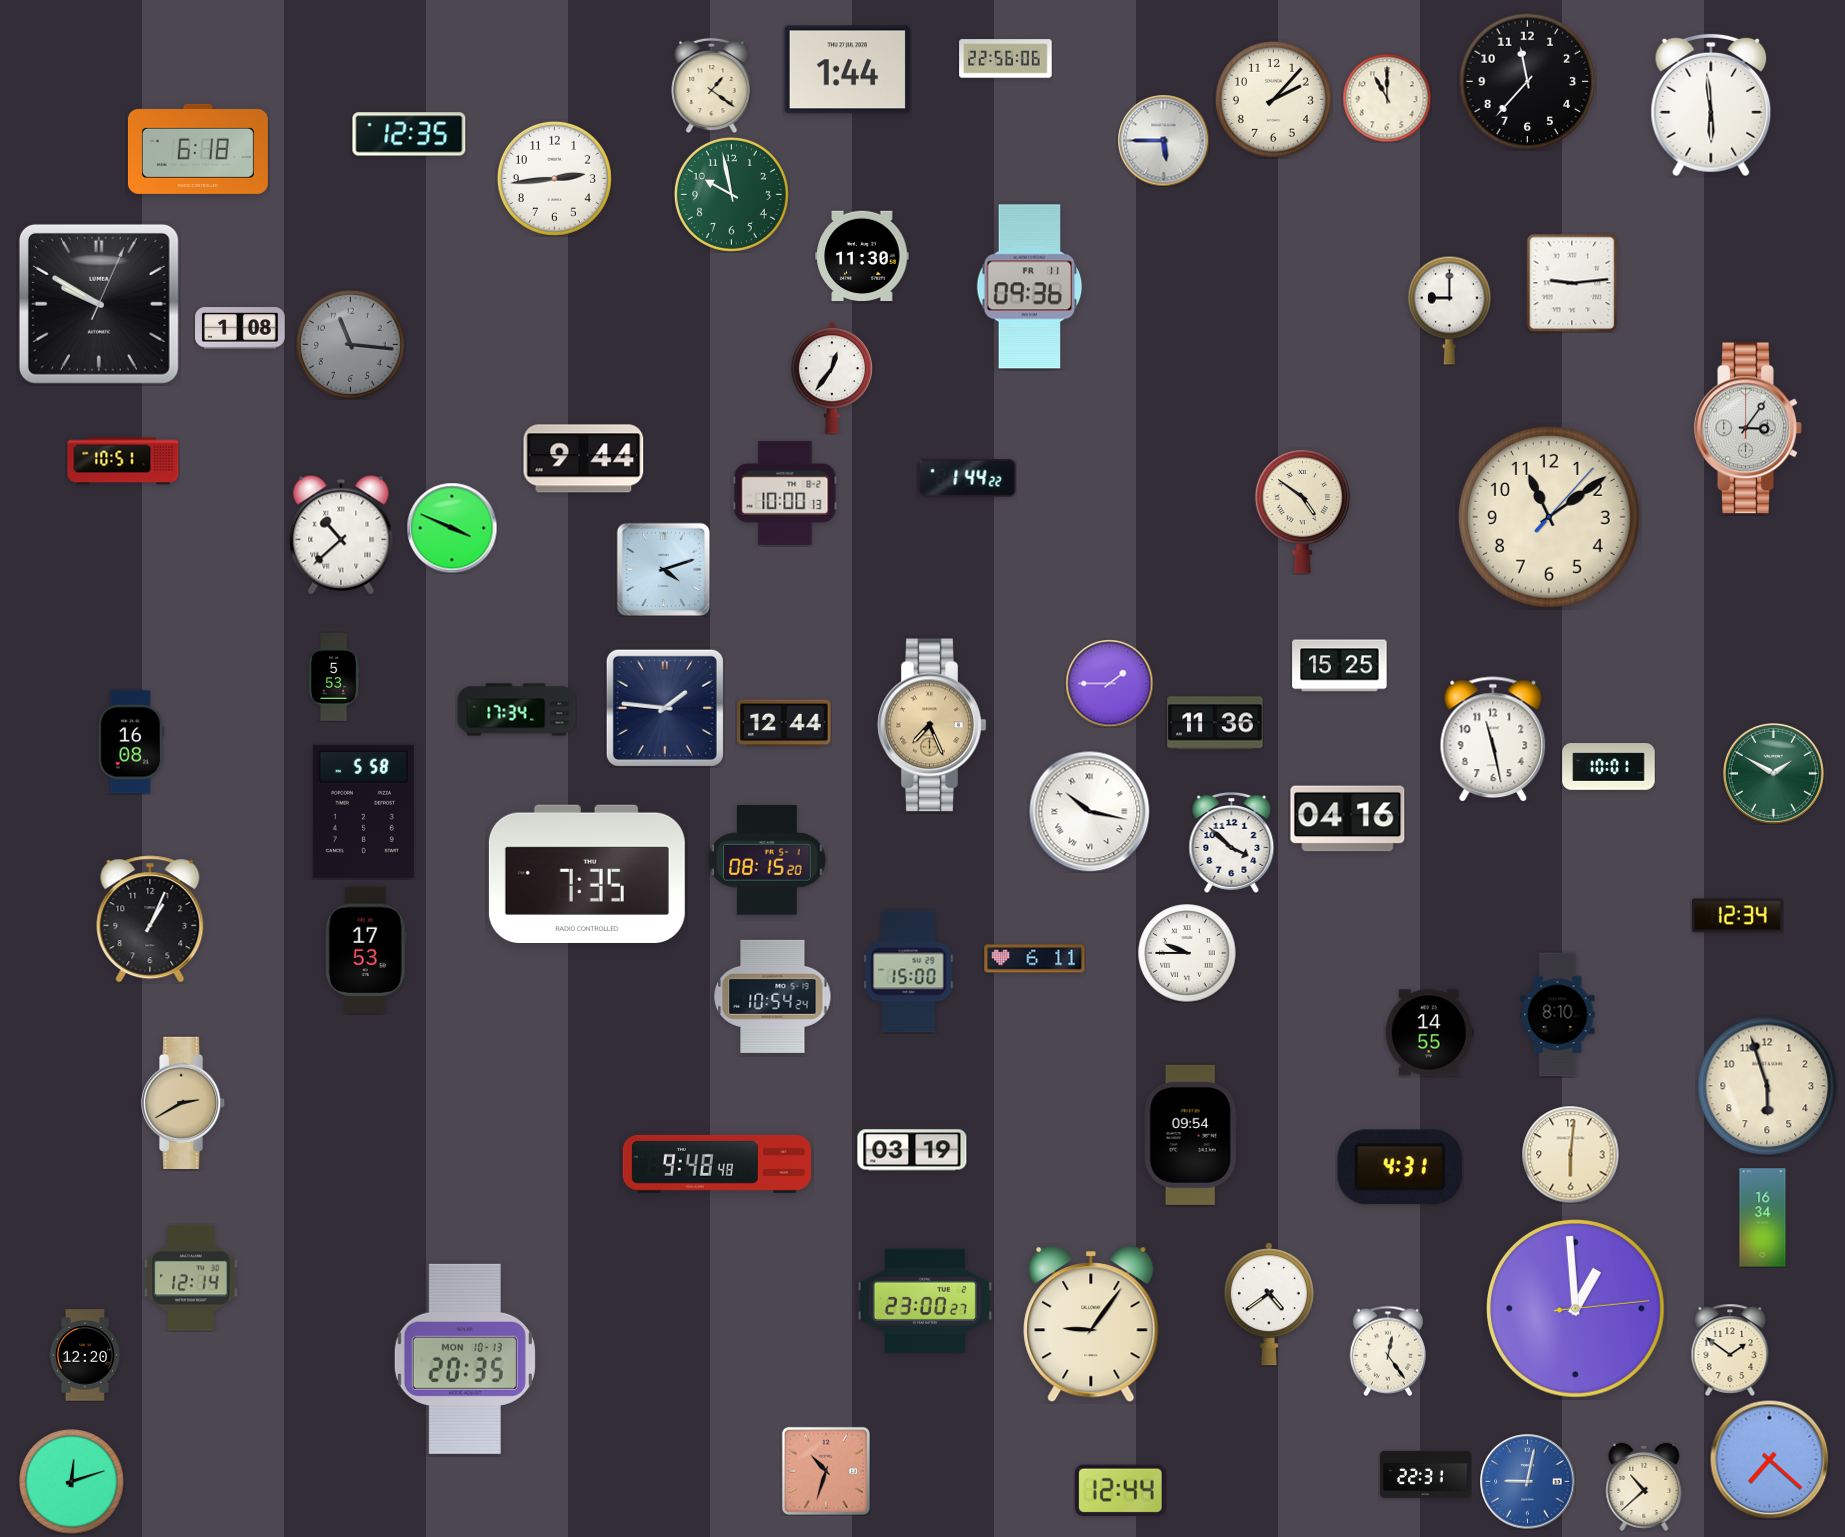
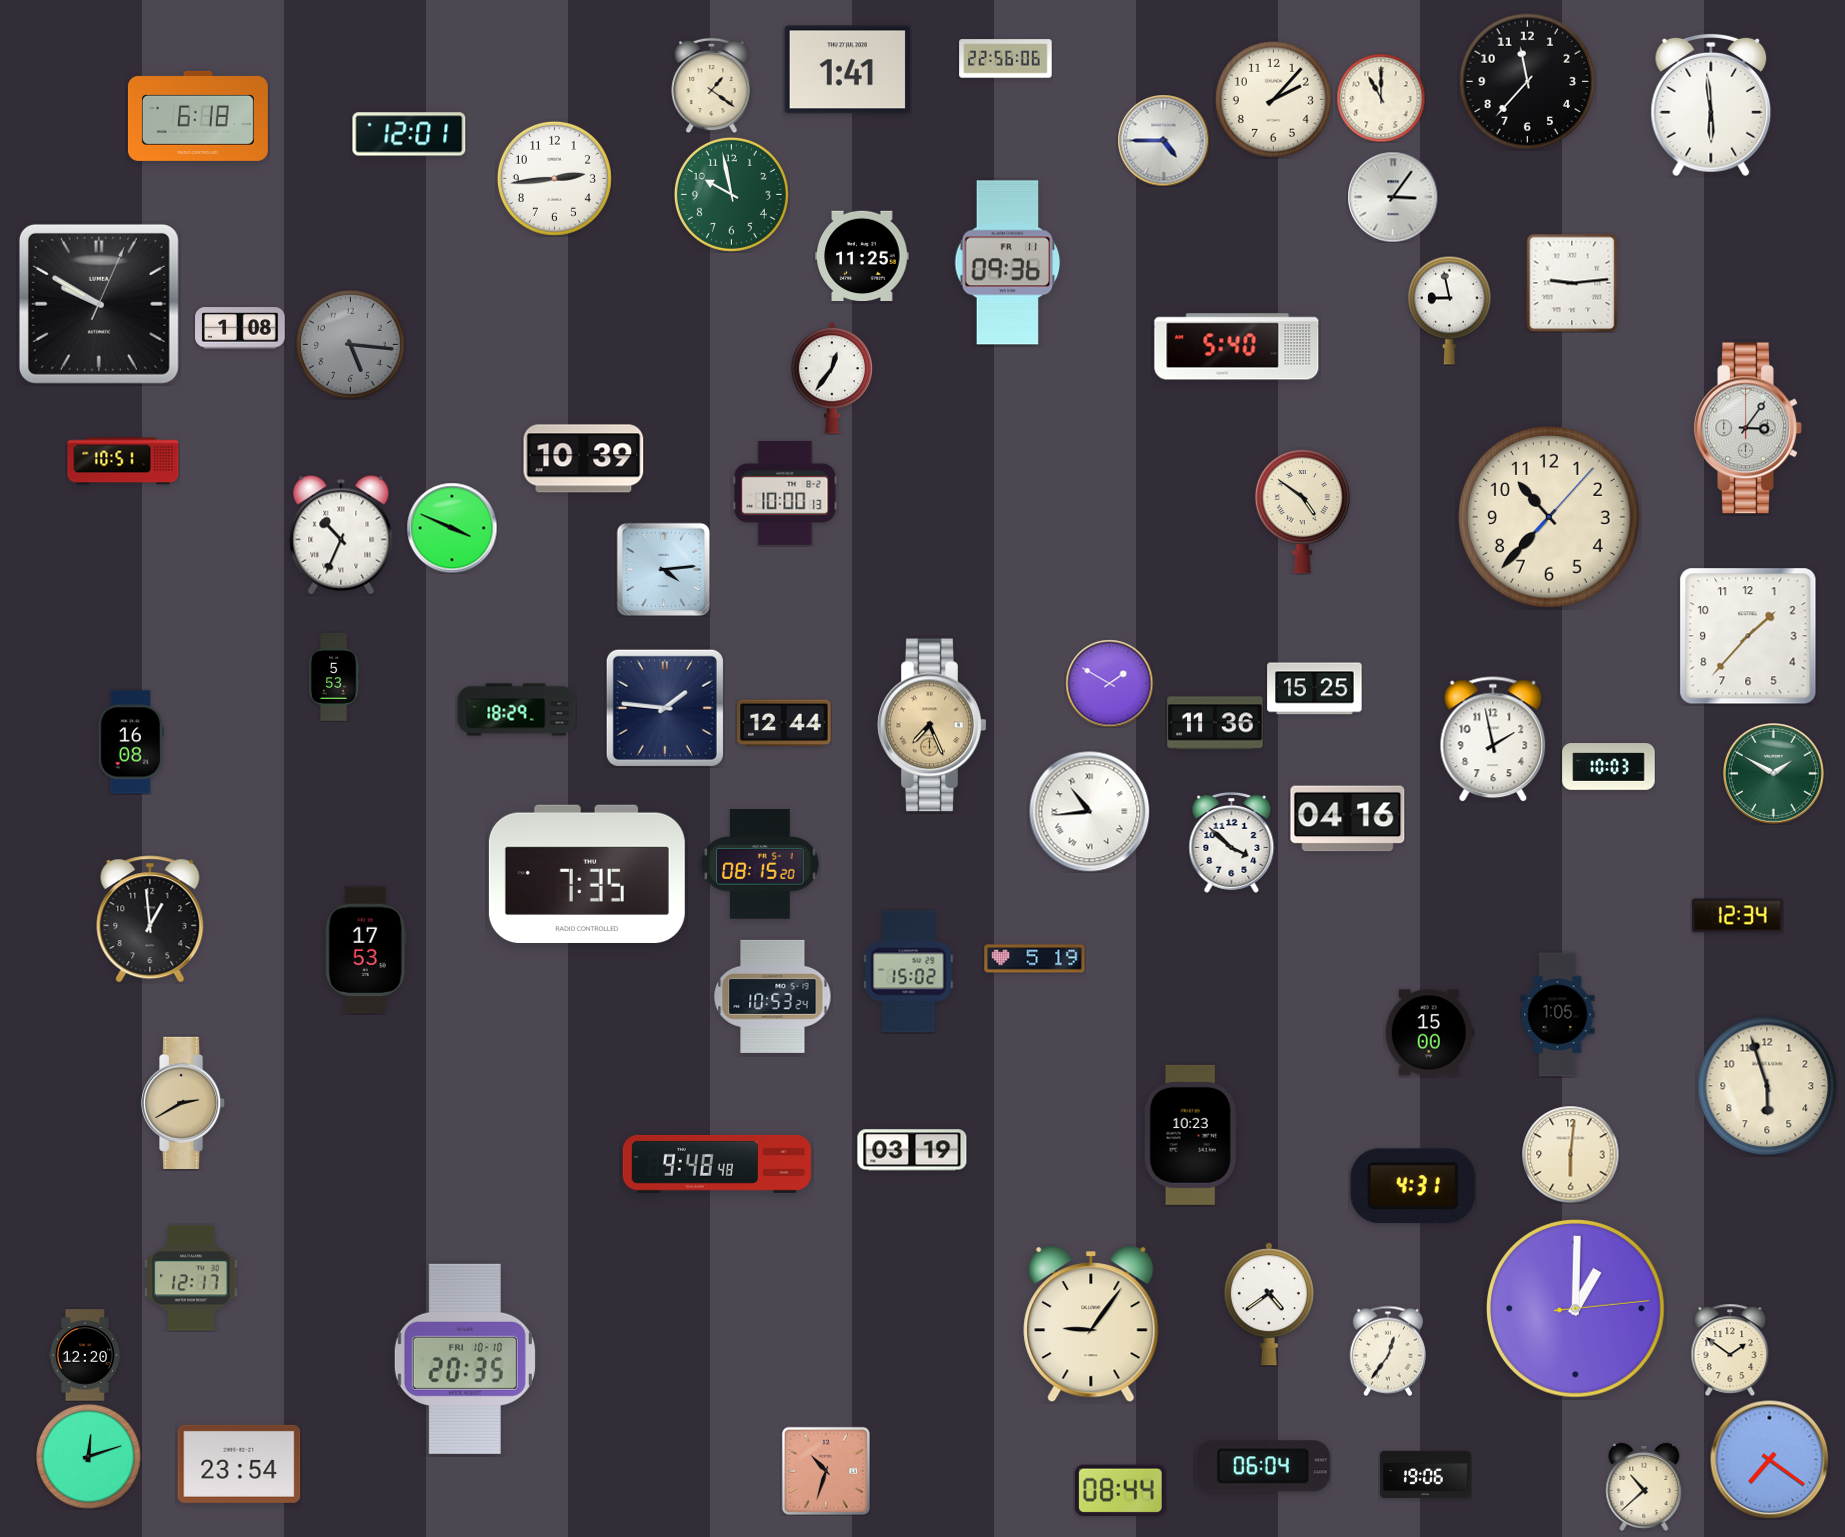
clock at (848, 70): 1:44 -> 1:41
clock at (1387, 98) position: (1387, 98) -> (1381, 98)
clock at (409, 134): 12:35 -> 12:01
clock at (1163, 140): 5:45 -> 4:45
clock at (198, 149) position: (198, 149) -> (198, 116)
clock at (1393, 197): none -> 3:06
clock at (862, 255): 11:30 -> 11:25
clock at (1030, 287) position: (1030, 287) -> (1008, 263)
clock at (1449, 310): 9:00 -> 8:58
clock at (351, 345): 11:16 -> 5:16
clock at (1237, 347): none -> 5:40
clock at (584, 459): 9:44 -> 10:39
clock at (967, 478): 1:44 -> none
clock at (1549, 517): 11:09 -> 10:37
clock at (341, 535): 10:38 -> 10:34
clock at (663, 569): 4:12 -> 4:14
clock at (1748, 636): none -> 1:37
clock at (1340, 666) position: (1340, 666) -> (1315, 689)
clock at (1109, 683): 1:45 -> 1:50
clock at (517, 710): 17:34 -> 18:29
clock at (1493, 739): 11:28 -> 1:58
clock at (1609, 767): 10:01 -> 10:03
clock at (363, 811): 5:58 -> none
clock at (1090, 812): 10:17 -> 10:44
clock at (767, 860) position: (767, 860) -> (760, 864)
clock at (150, 919): 1:04 -> 12:59
clock at (1187, 953): 9:45 -> none
clock at (1035, 959): 6:11 -> 5:19
clock at (909, 972): 15:00 -> 15:02
clock at (773, 996): 10:54 -> 10:53
clock at (1558, 1015): 8:10 -> 1:05
clock at (1429, 1033): 14:55 -> 15:00
clock at (1191, 1135): 09:54 -> 10:23
clock at (1399, 1167) position: (1399, 1167) -> (1412, 1186)
clock at (1763, 1218): 16:34 -> none
clock at (191, 1278): 12:14 -> 12:17
clock at (925, 1301): 23:00 -> none
clock at (1576, 1309): 12:59 -> 1:00
clock at (1388, 1351): 12:24 -> 12:36
clock at (465, 1359) date: MON 10-13 -> FRI 10-10
clock at (1770, 1460): 7:22 -> 7:21
clock at (239, 1464): none -> 23:54
clock at (1263, 1466): none -> 06:04
clock at (1426, 1475): 22:31 -> 19:06
clock at (72, 1482) position: (72, 1482) -> (89, 1457)
clock at (1528, 1482): 9:02 -> none
clock at (1120, 1491): 12:44 -> 08:44
